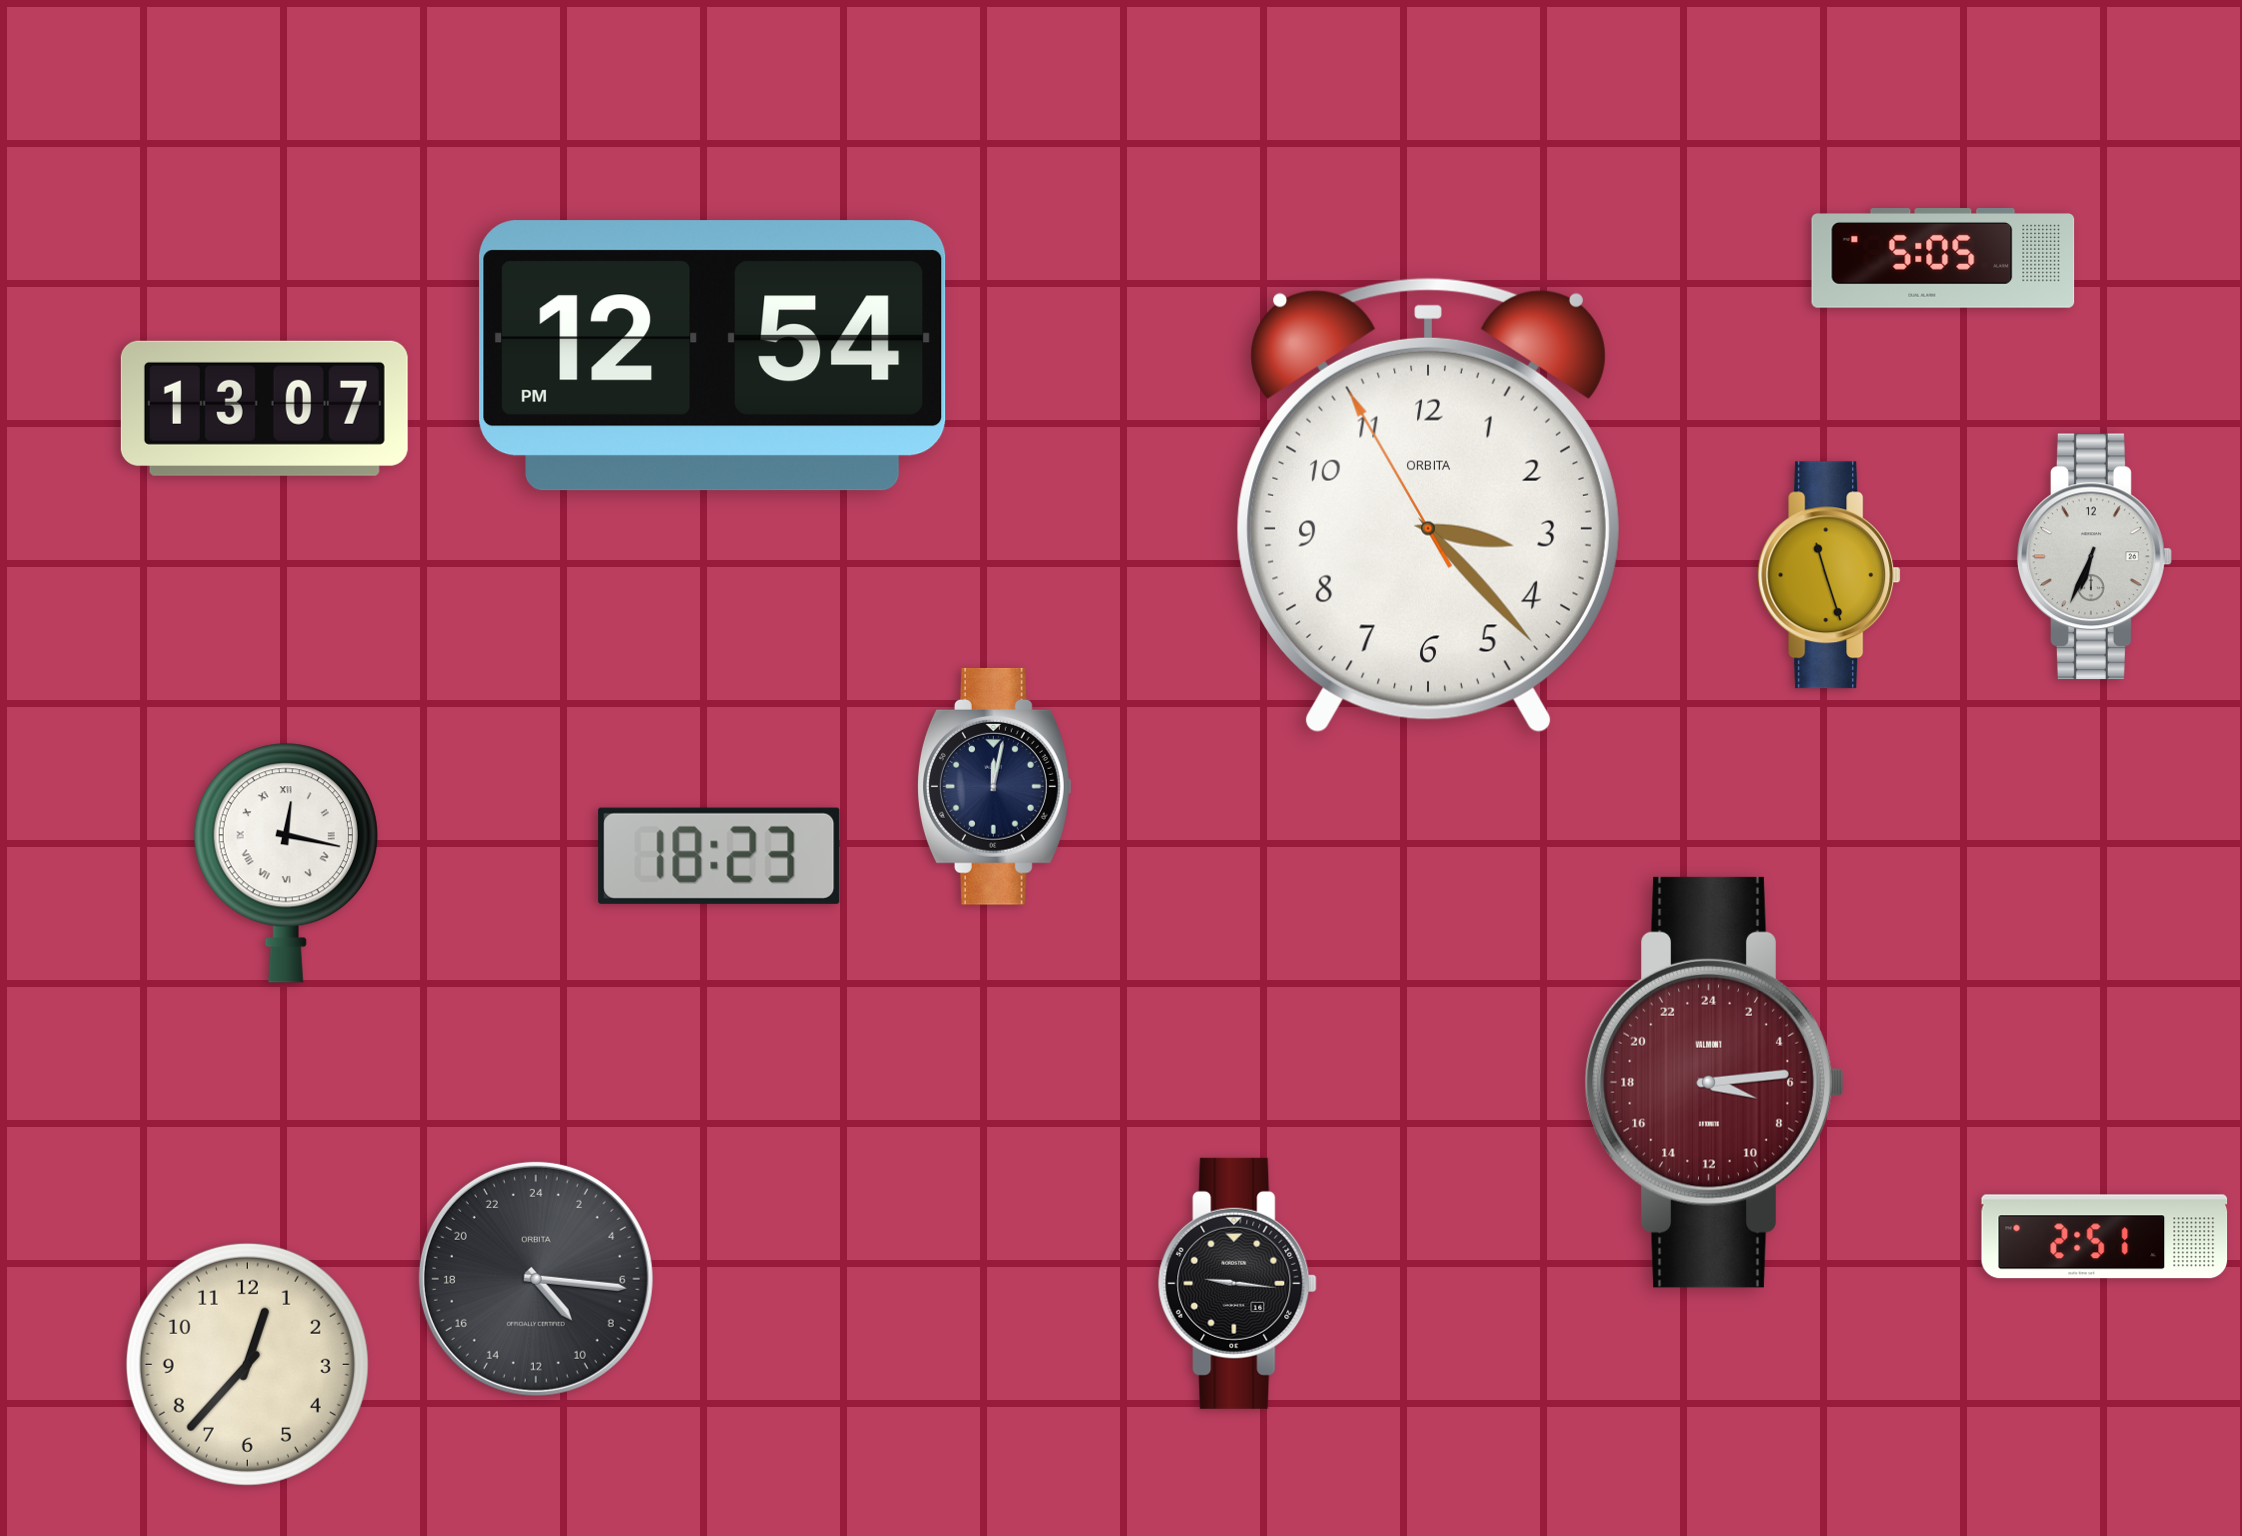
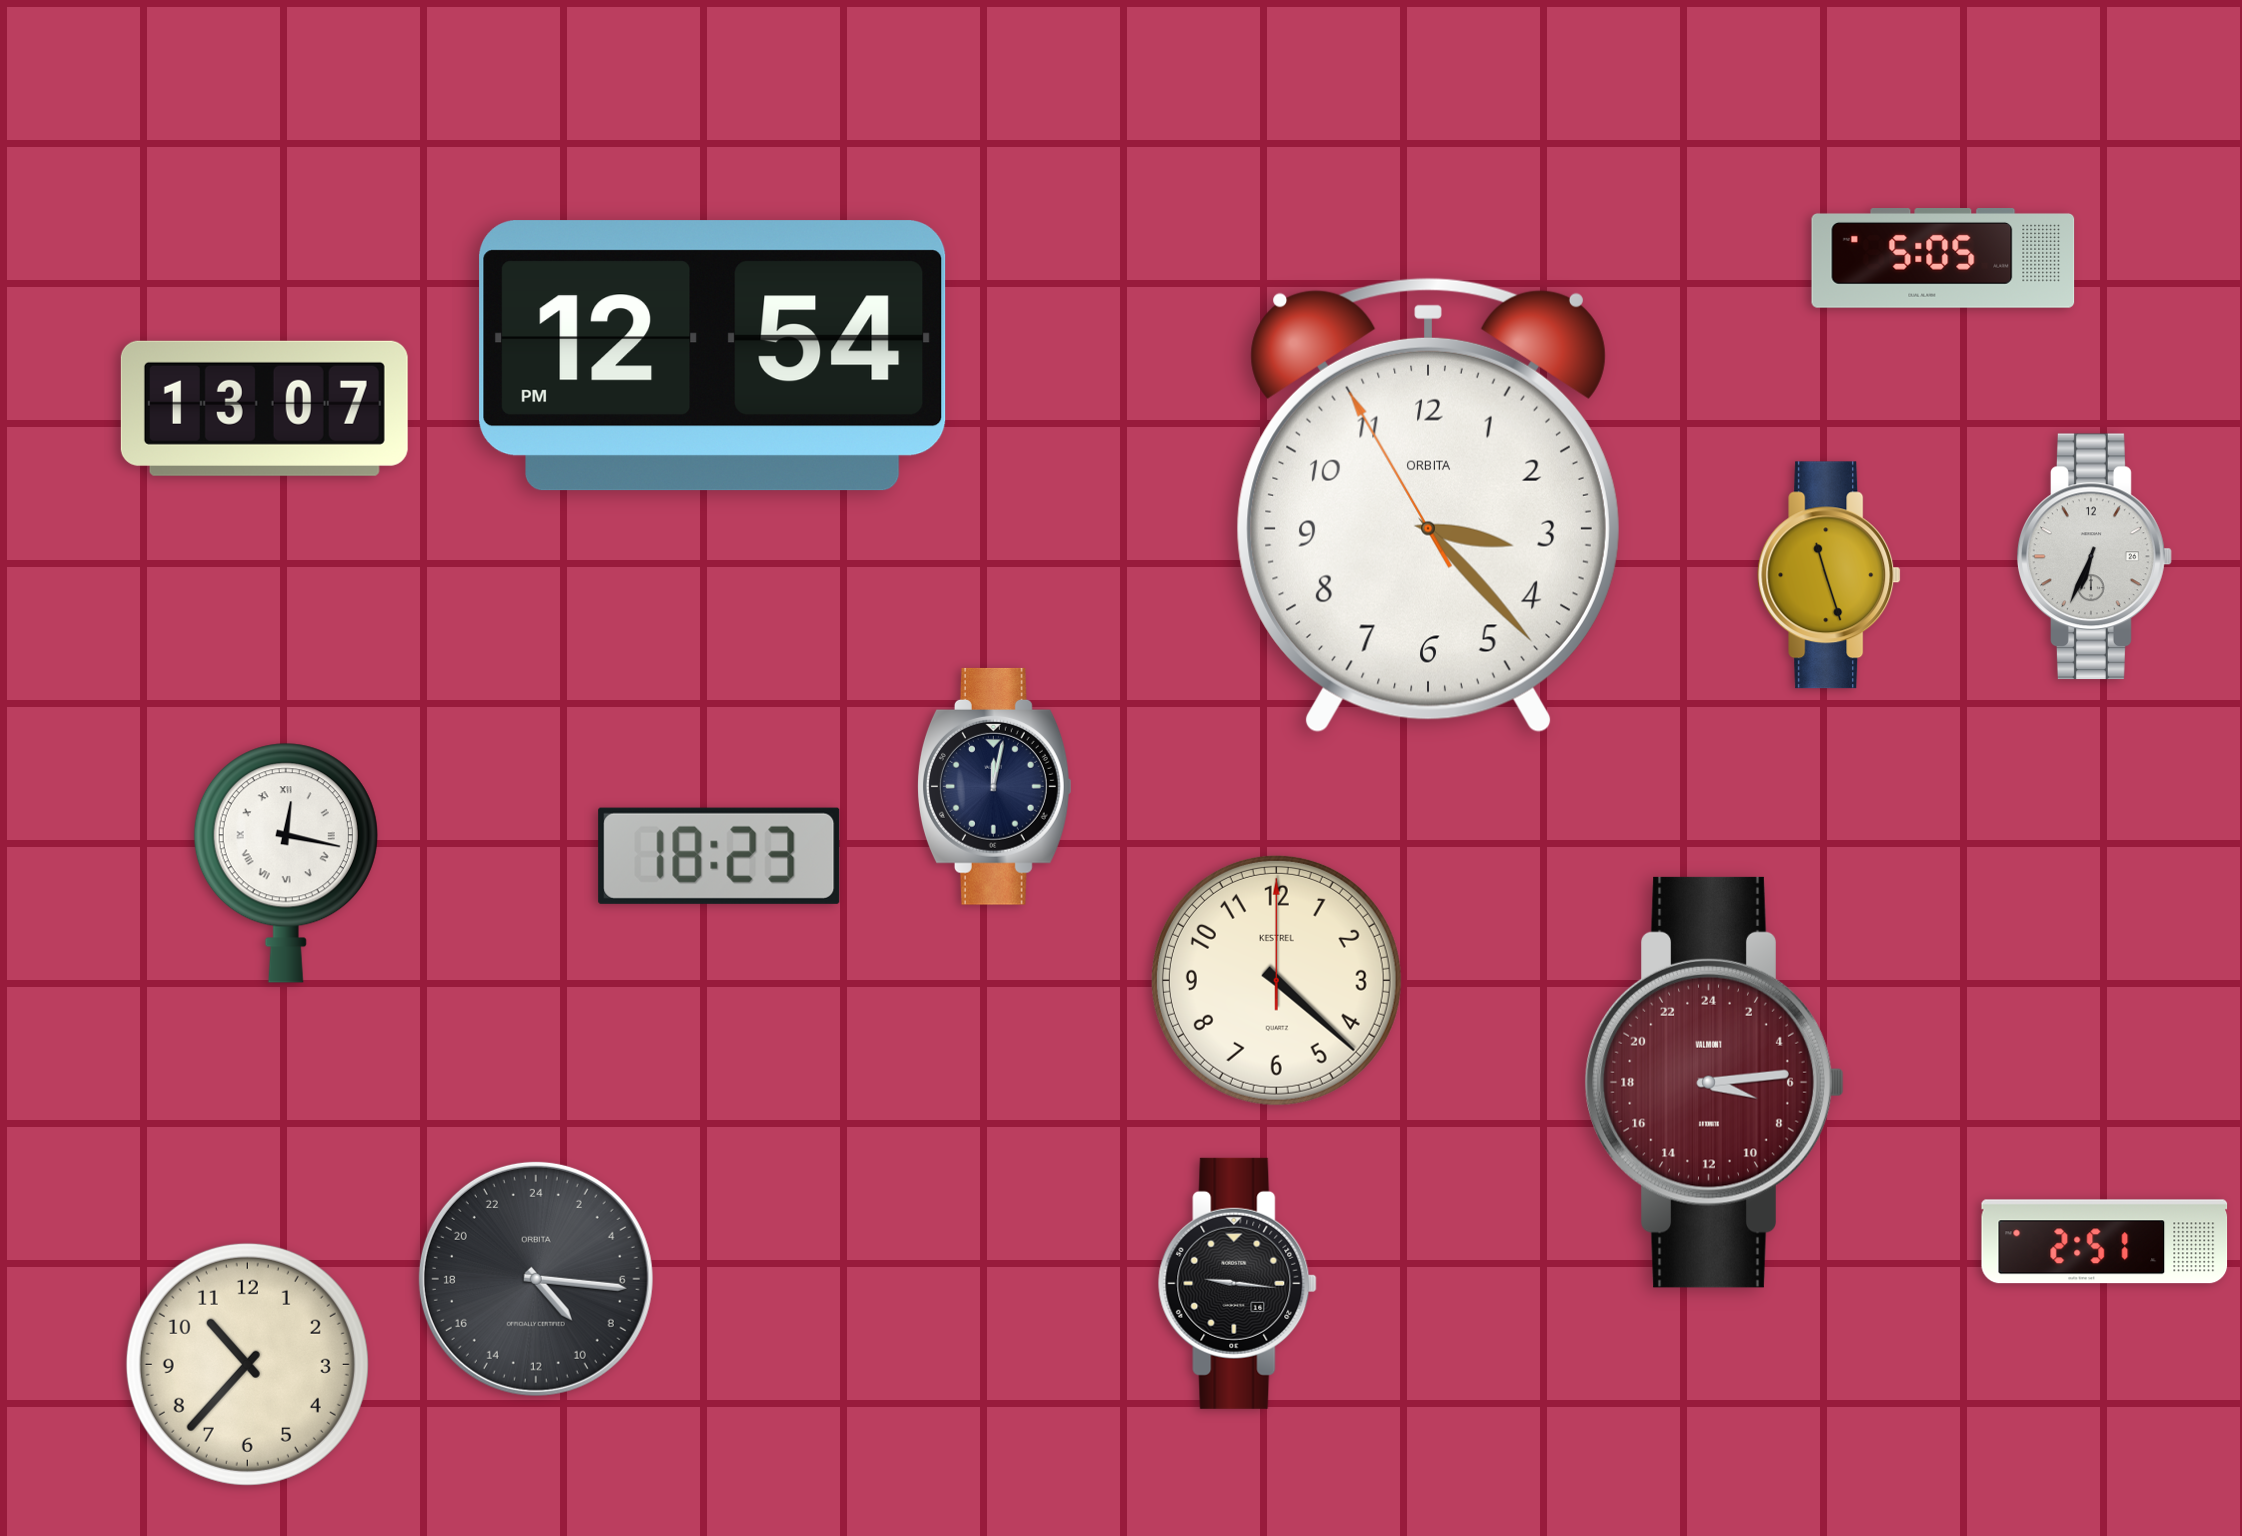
clock at (1276, 980): none -> 4:22
clock at (2105, 1237) position: (2105, 1237) -> (2105, 1242)
clock at (247, 1364): 12:37 -> 10:37
